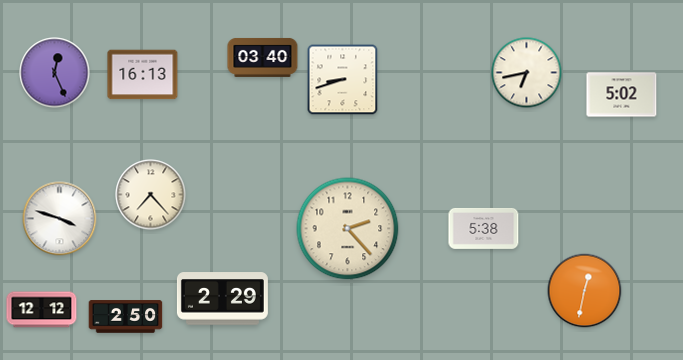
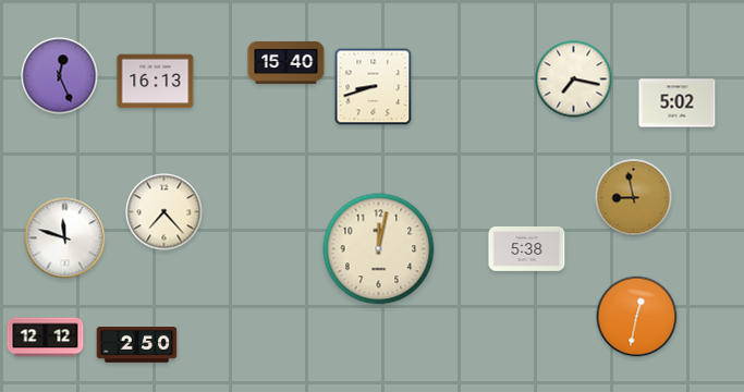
clock at (263, 57): 03:40 -> 15:40
clock at (55, 73) position: (55, 73) -> (60, 76)
clock at (527, 73): 6:43 -> 7:17
clock at (634, 198): none -> 8:58
clock at (60, 219): 3:48 -> 11:48
clock at (348, 229): 2:23 -> 12:02
clock at (222, 299): 2:29 -> none
